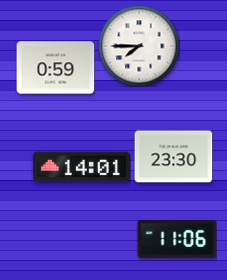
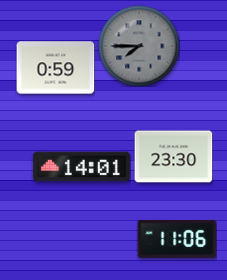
clock at (139, 46) dial: white -> grey
